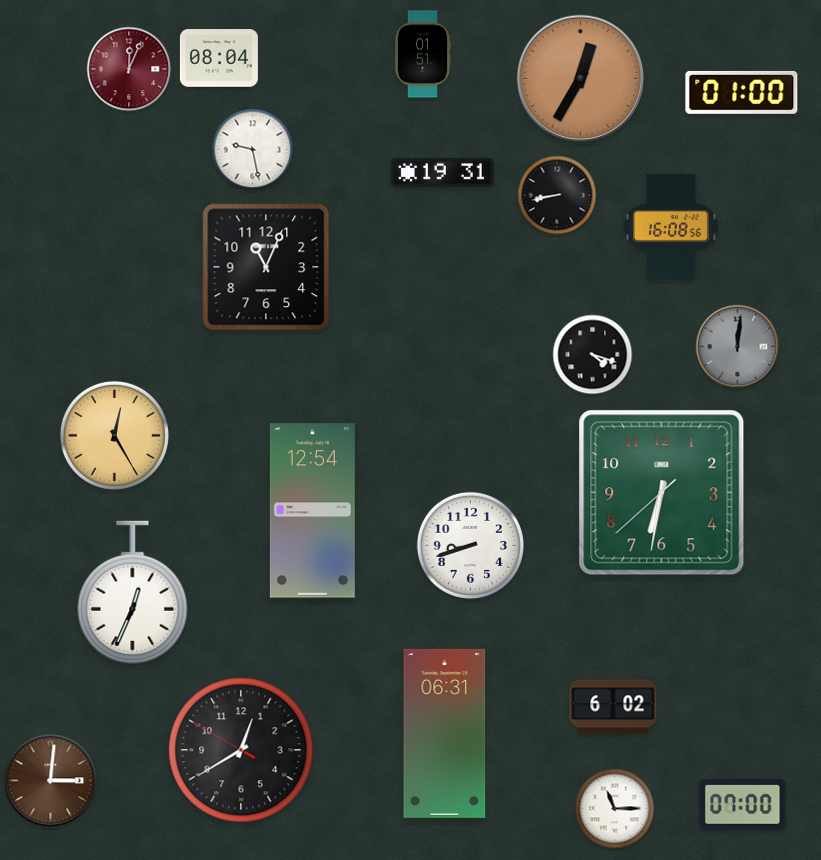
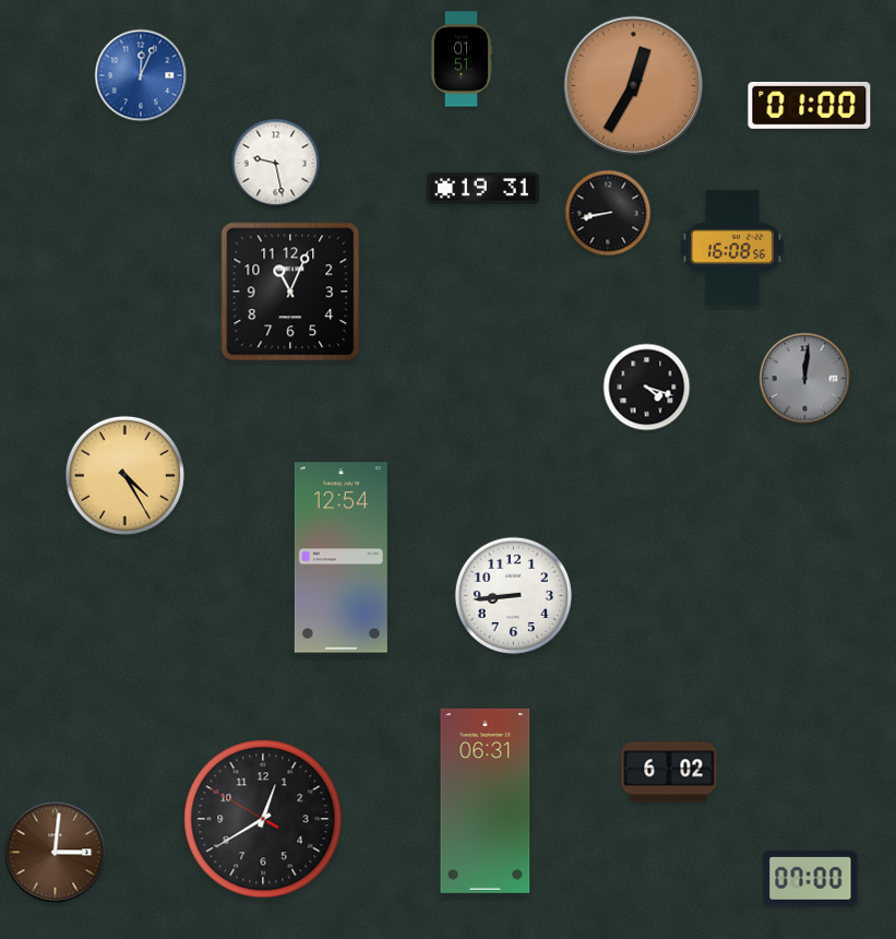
clock at (219, 58): 08:04 -> none
clock at (129, 69) dial: burgundy -> blue
clock at (742, 92) position: (742, 92) -> (810, 105)
clock at (114, 435): 12:25 -> 4:25
clock at (662, 493): 6:31 -> none
clock at (470, 545): 8:42 -> 8:44
clock at (133, 593): 12:34 -> none
clock at (615, 809): 11:15 -> none
